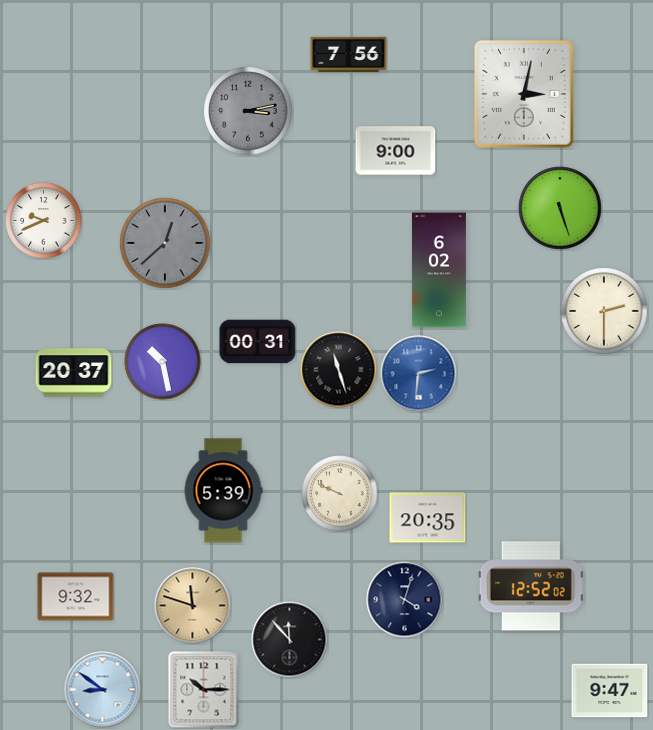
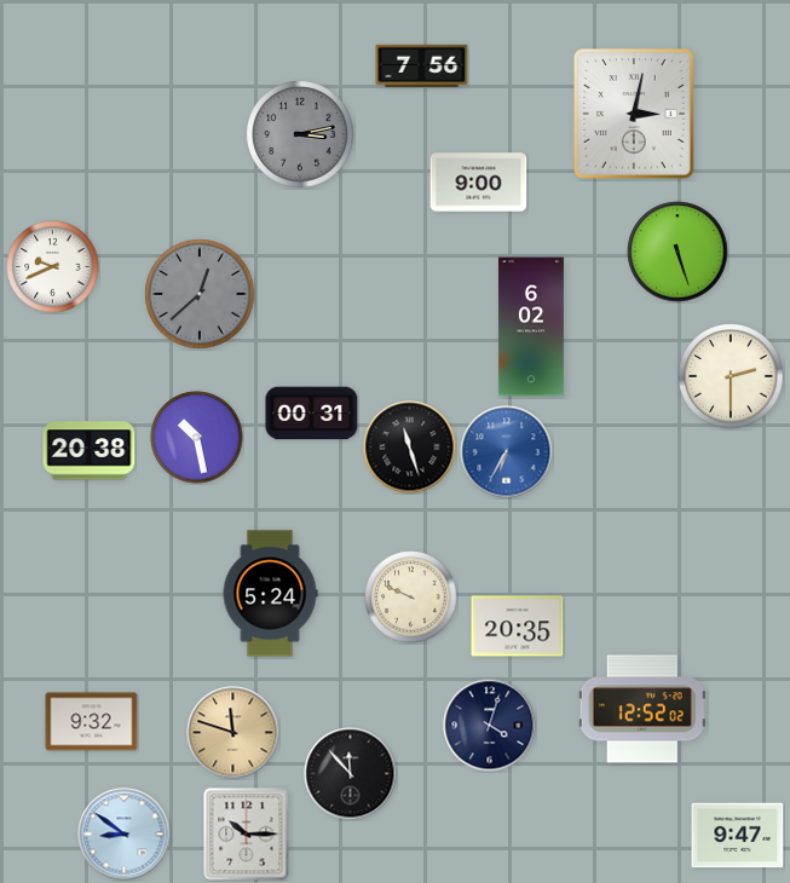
clock at (74, 373): 20:37 -> 20:38
clock at (419, 374): 2:31 -> 6:35
clock at (223, 491): 5:39 -> 5:24
